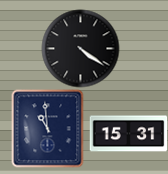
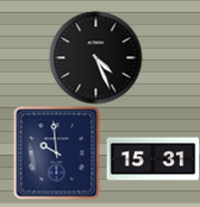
clock at (80, 48): 4:21 -> 4:26
clock at (48, 128): 10:59 -> 9:59
